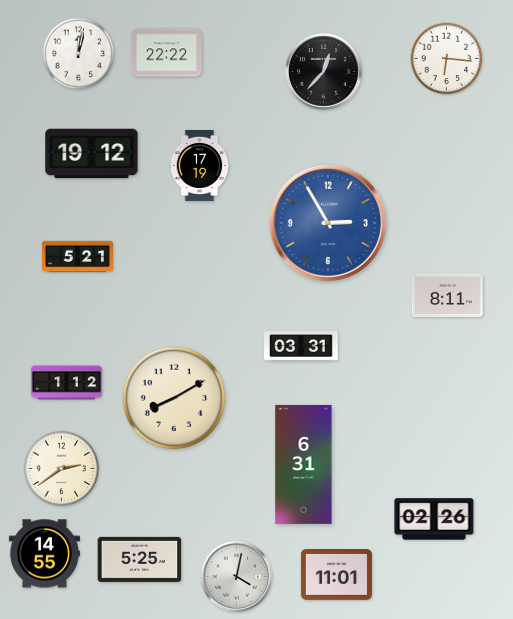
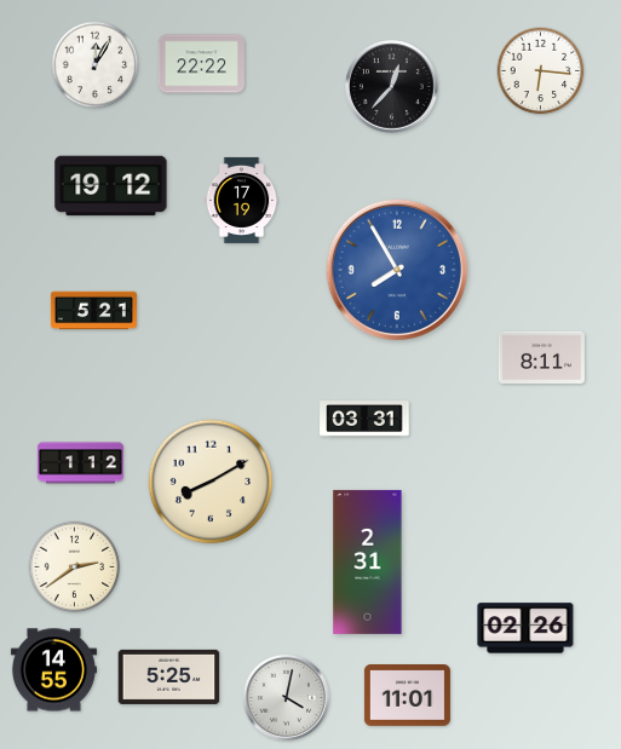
clock at (79, 54): 12:02 -> 12:05
clock at (328, 223): 2:55 -> 7:55
clock at (304, 464): 6:31 -> 2:31
